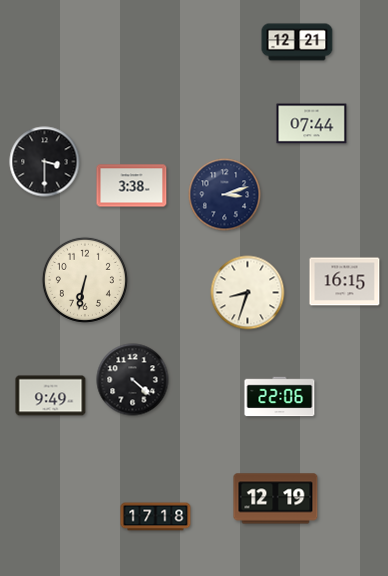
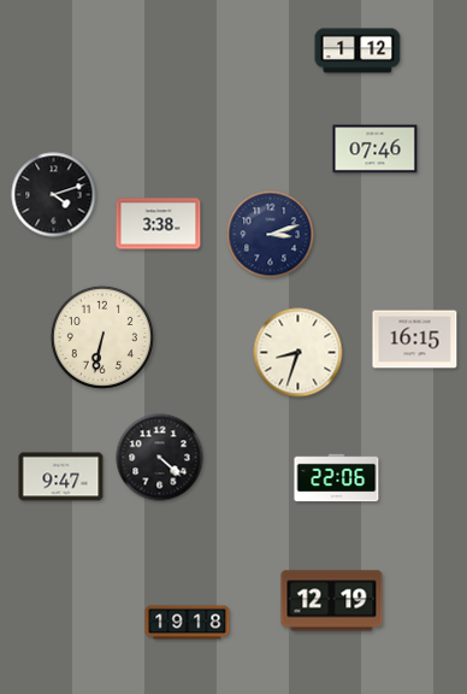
clock at (297, 42): 12:21 -> 1:12
clock at (312, 124): 07:44 -> 07:46
clock at (45, 162): 3:30 -> 4:12
clock at (51, 396): 9:49 -> 9:47
clock at (156, 517): 17:18 -> 19:18
